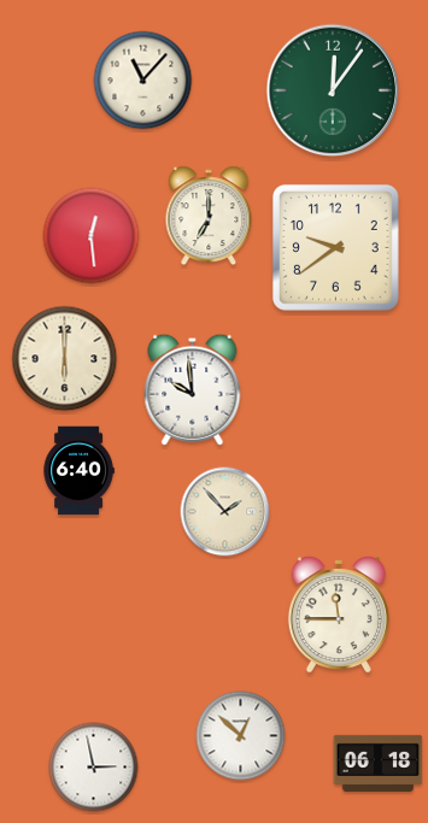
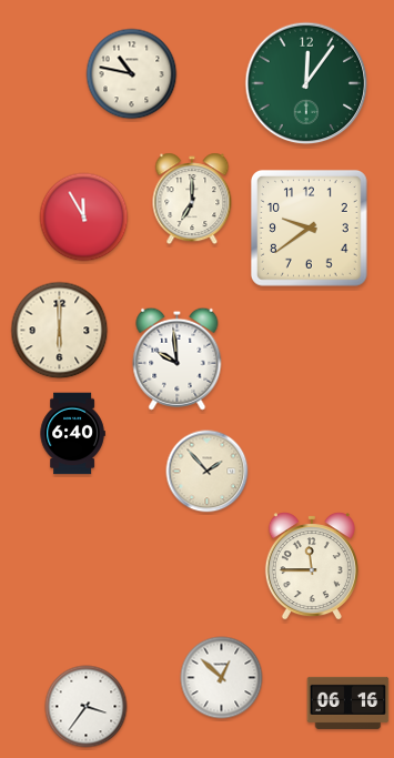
clock at (143, 81): 11:07 -> 10:47
clock at (92, 236): 12:29 -> 11:55
clock at (379, 763): 06:18 -> 06:16
clock at (94, 768): 2:58 -> 3:36
